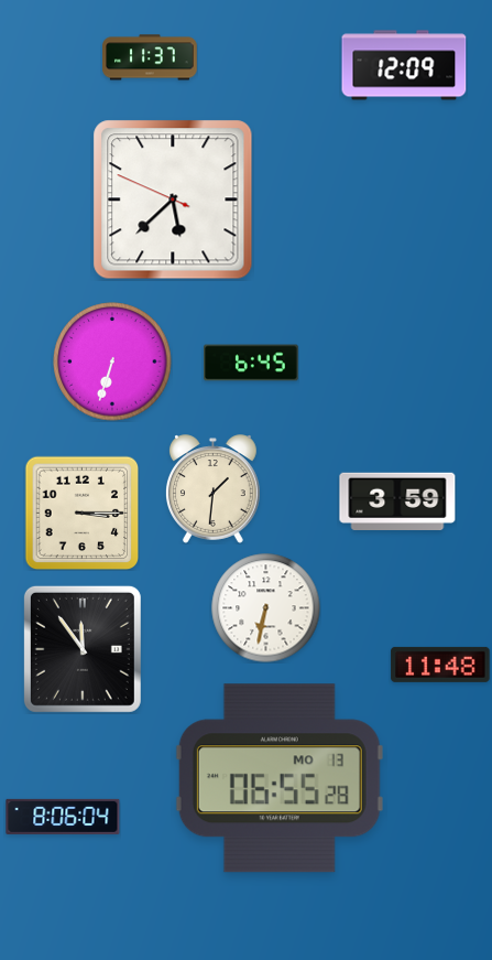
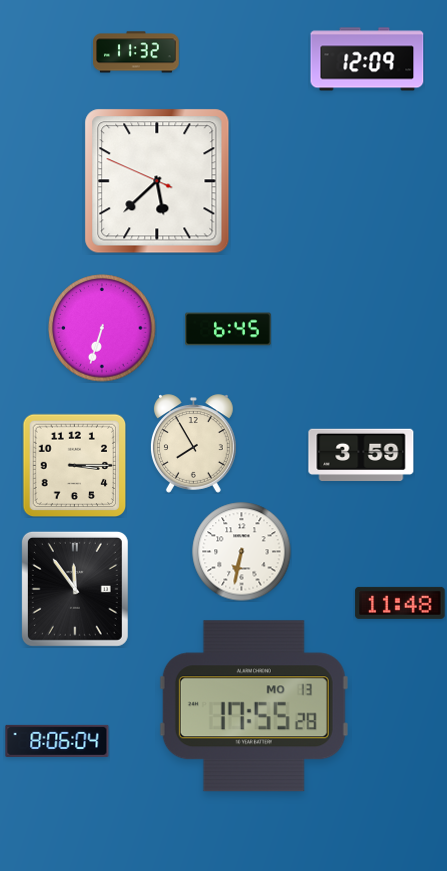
clock at (150, 57): 11:37 -> 11:32
clock at (212, 489): 1:31 -> 7:55
clock at (280, 778): 06:55 -> 17:55
